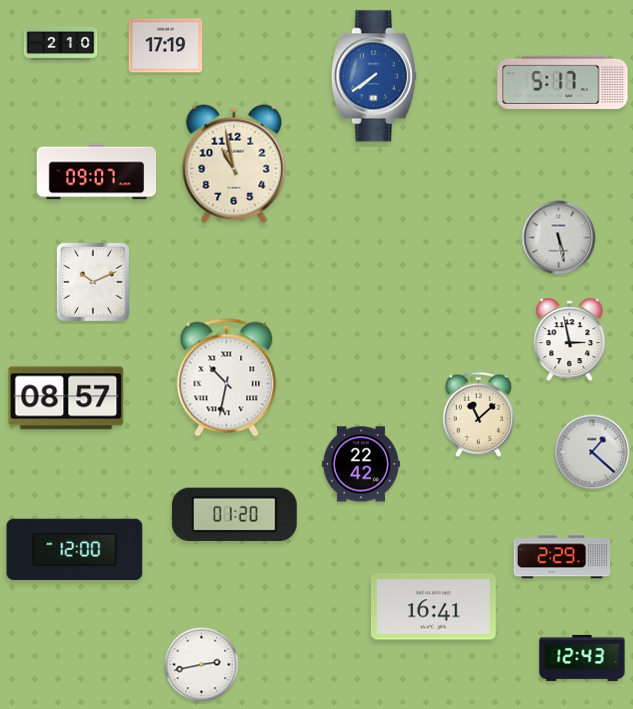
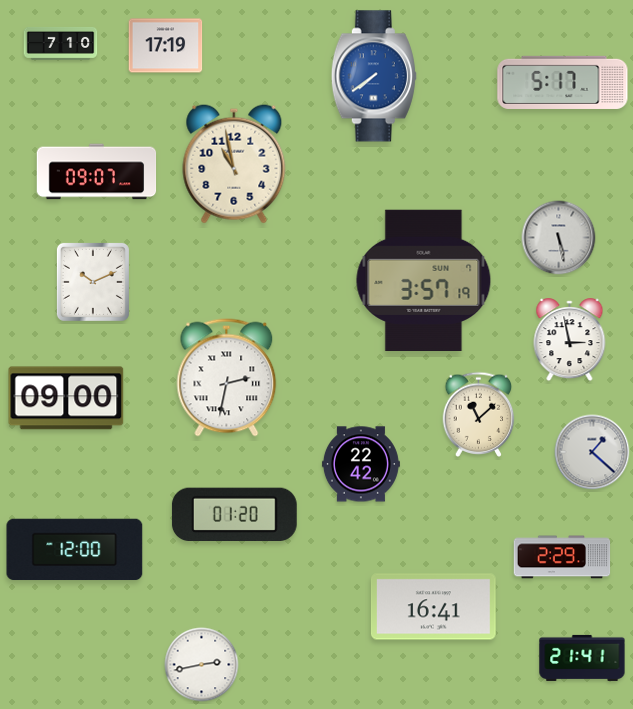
clock at (61, 44): 2:10 -> 7:10
clock at (424, 280): none -> 3:57
clock at (227, 378): 10:32 -> 2:32
clock at (66, 398): 08:57 -> 09:00
clock at (582, 658): 12:43 -> 21:41
